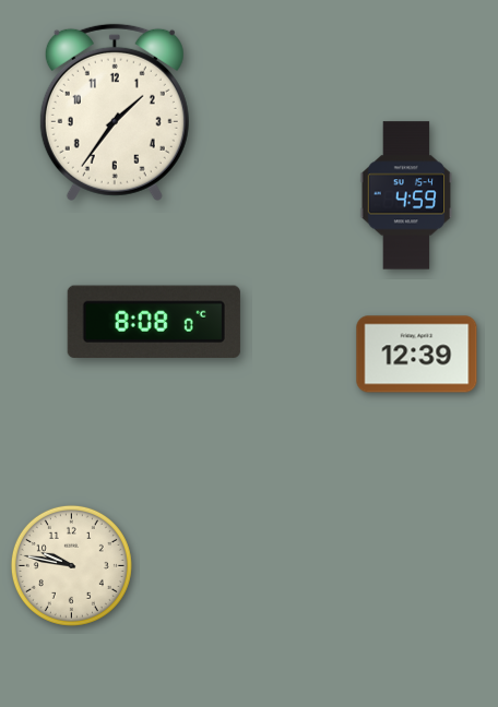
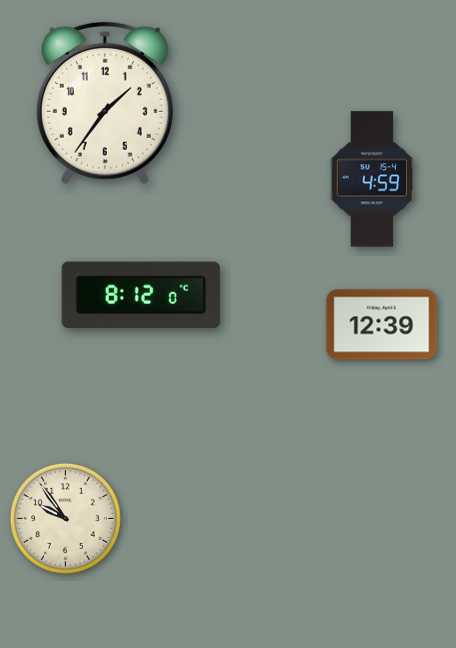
clock at (154, 322): 8:08 -> 8:12
clock at (71, 565): 9:47 -> 9:54
